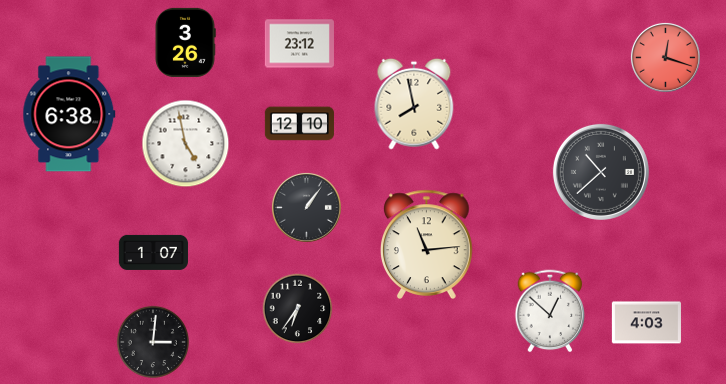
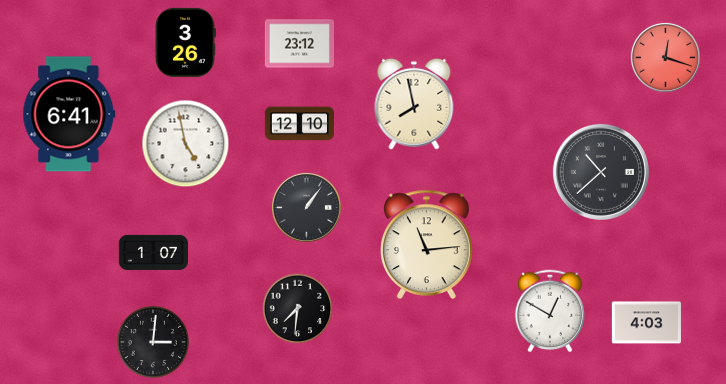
clock at (69, 114): 6:38 -> 6:41
clock at (298, 309): 6:36 -> 7:31
clock at (550, 311): 12:52 -> 12:50
